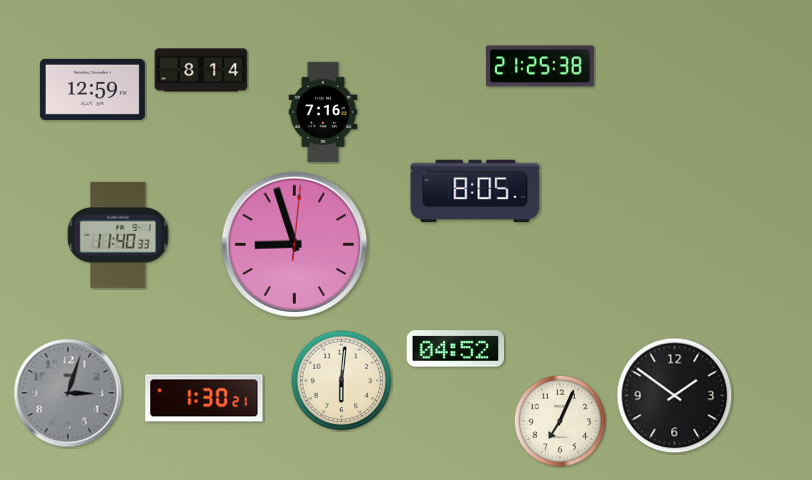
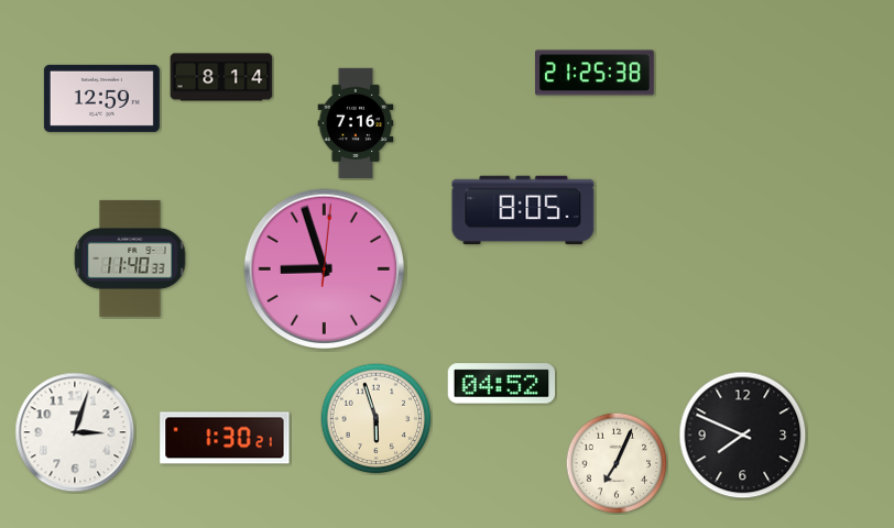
clock at (342, 381): 6:01 -> 5:57
clock at (68, 393) dial: grey -> white
clock at (675, 396): 1:51 -> 7:49
